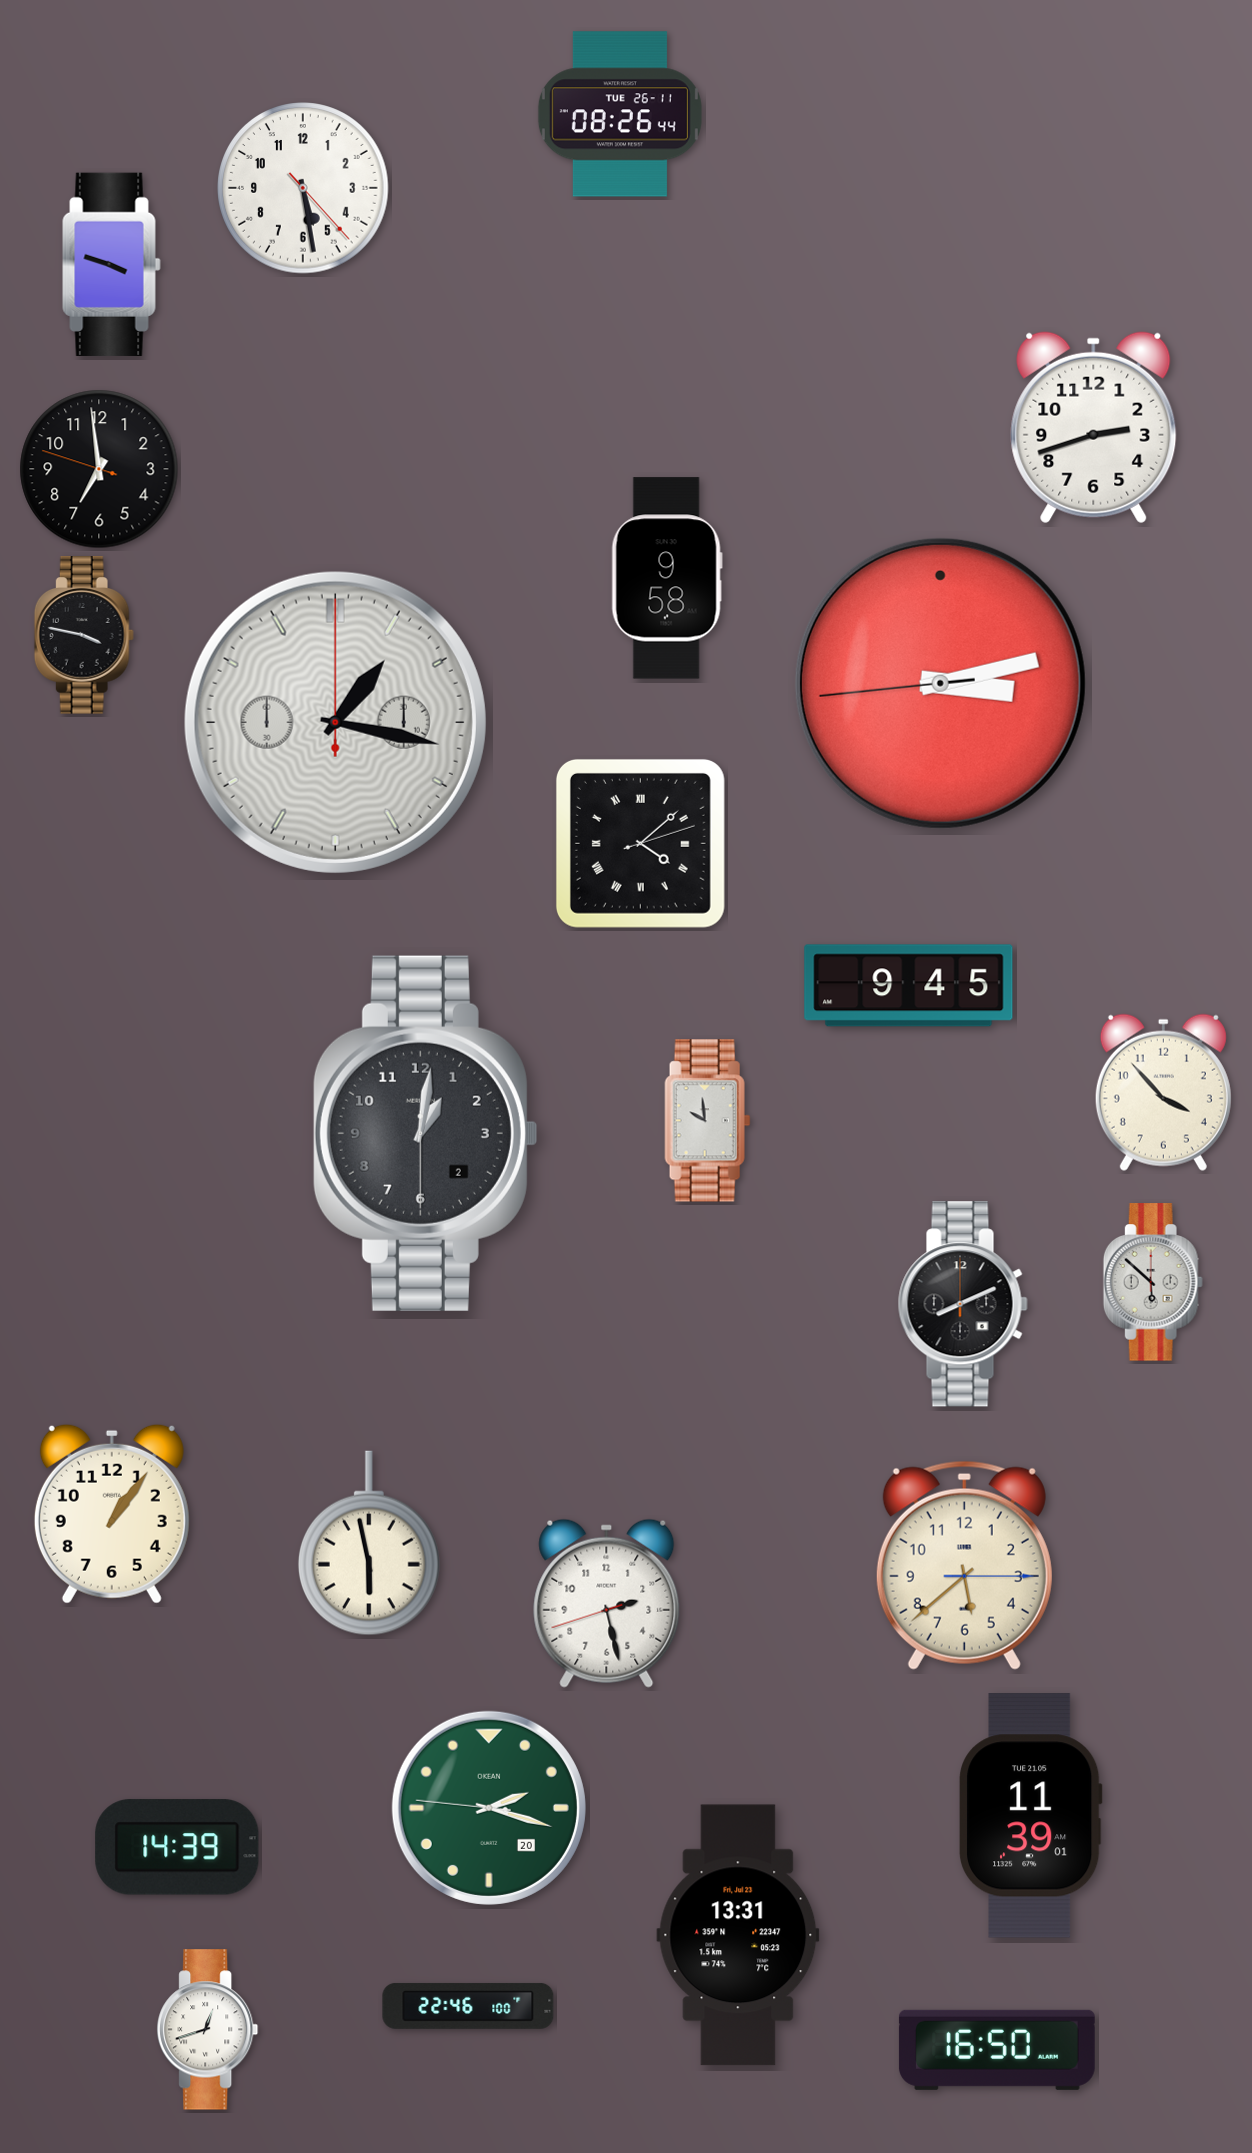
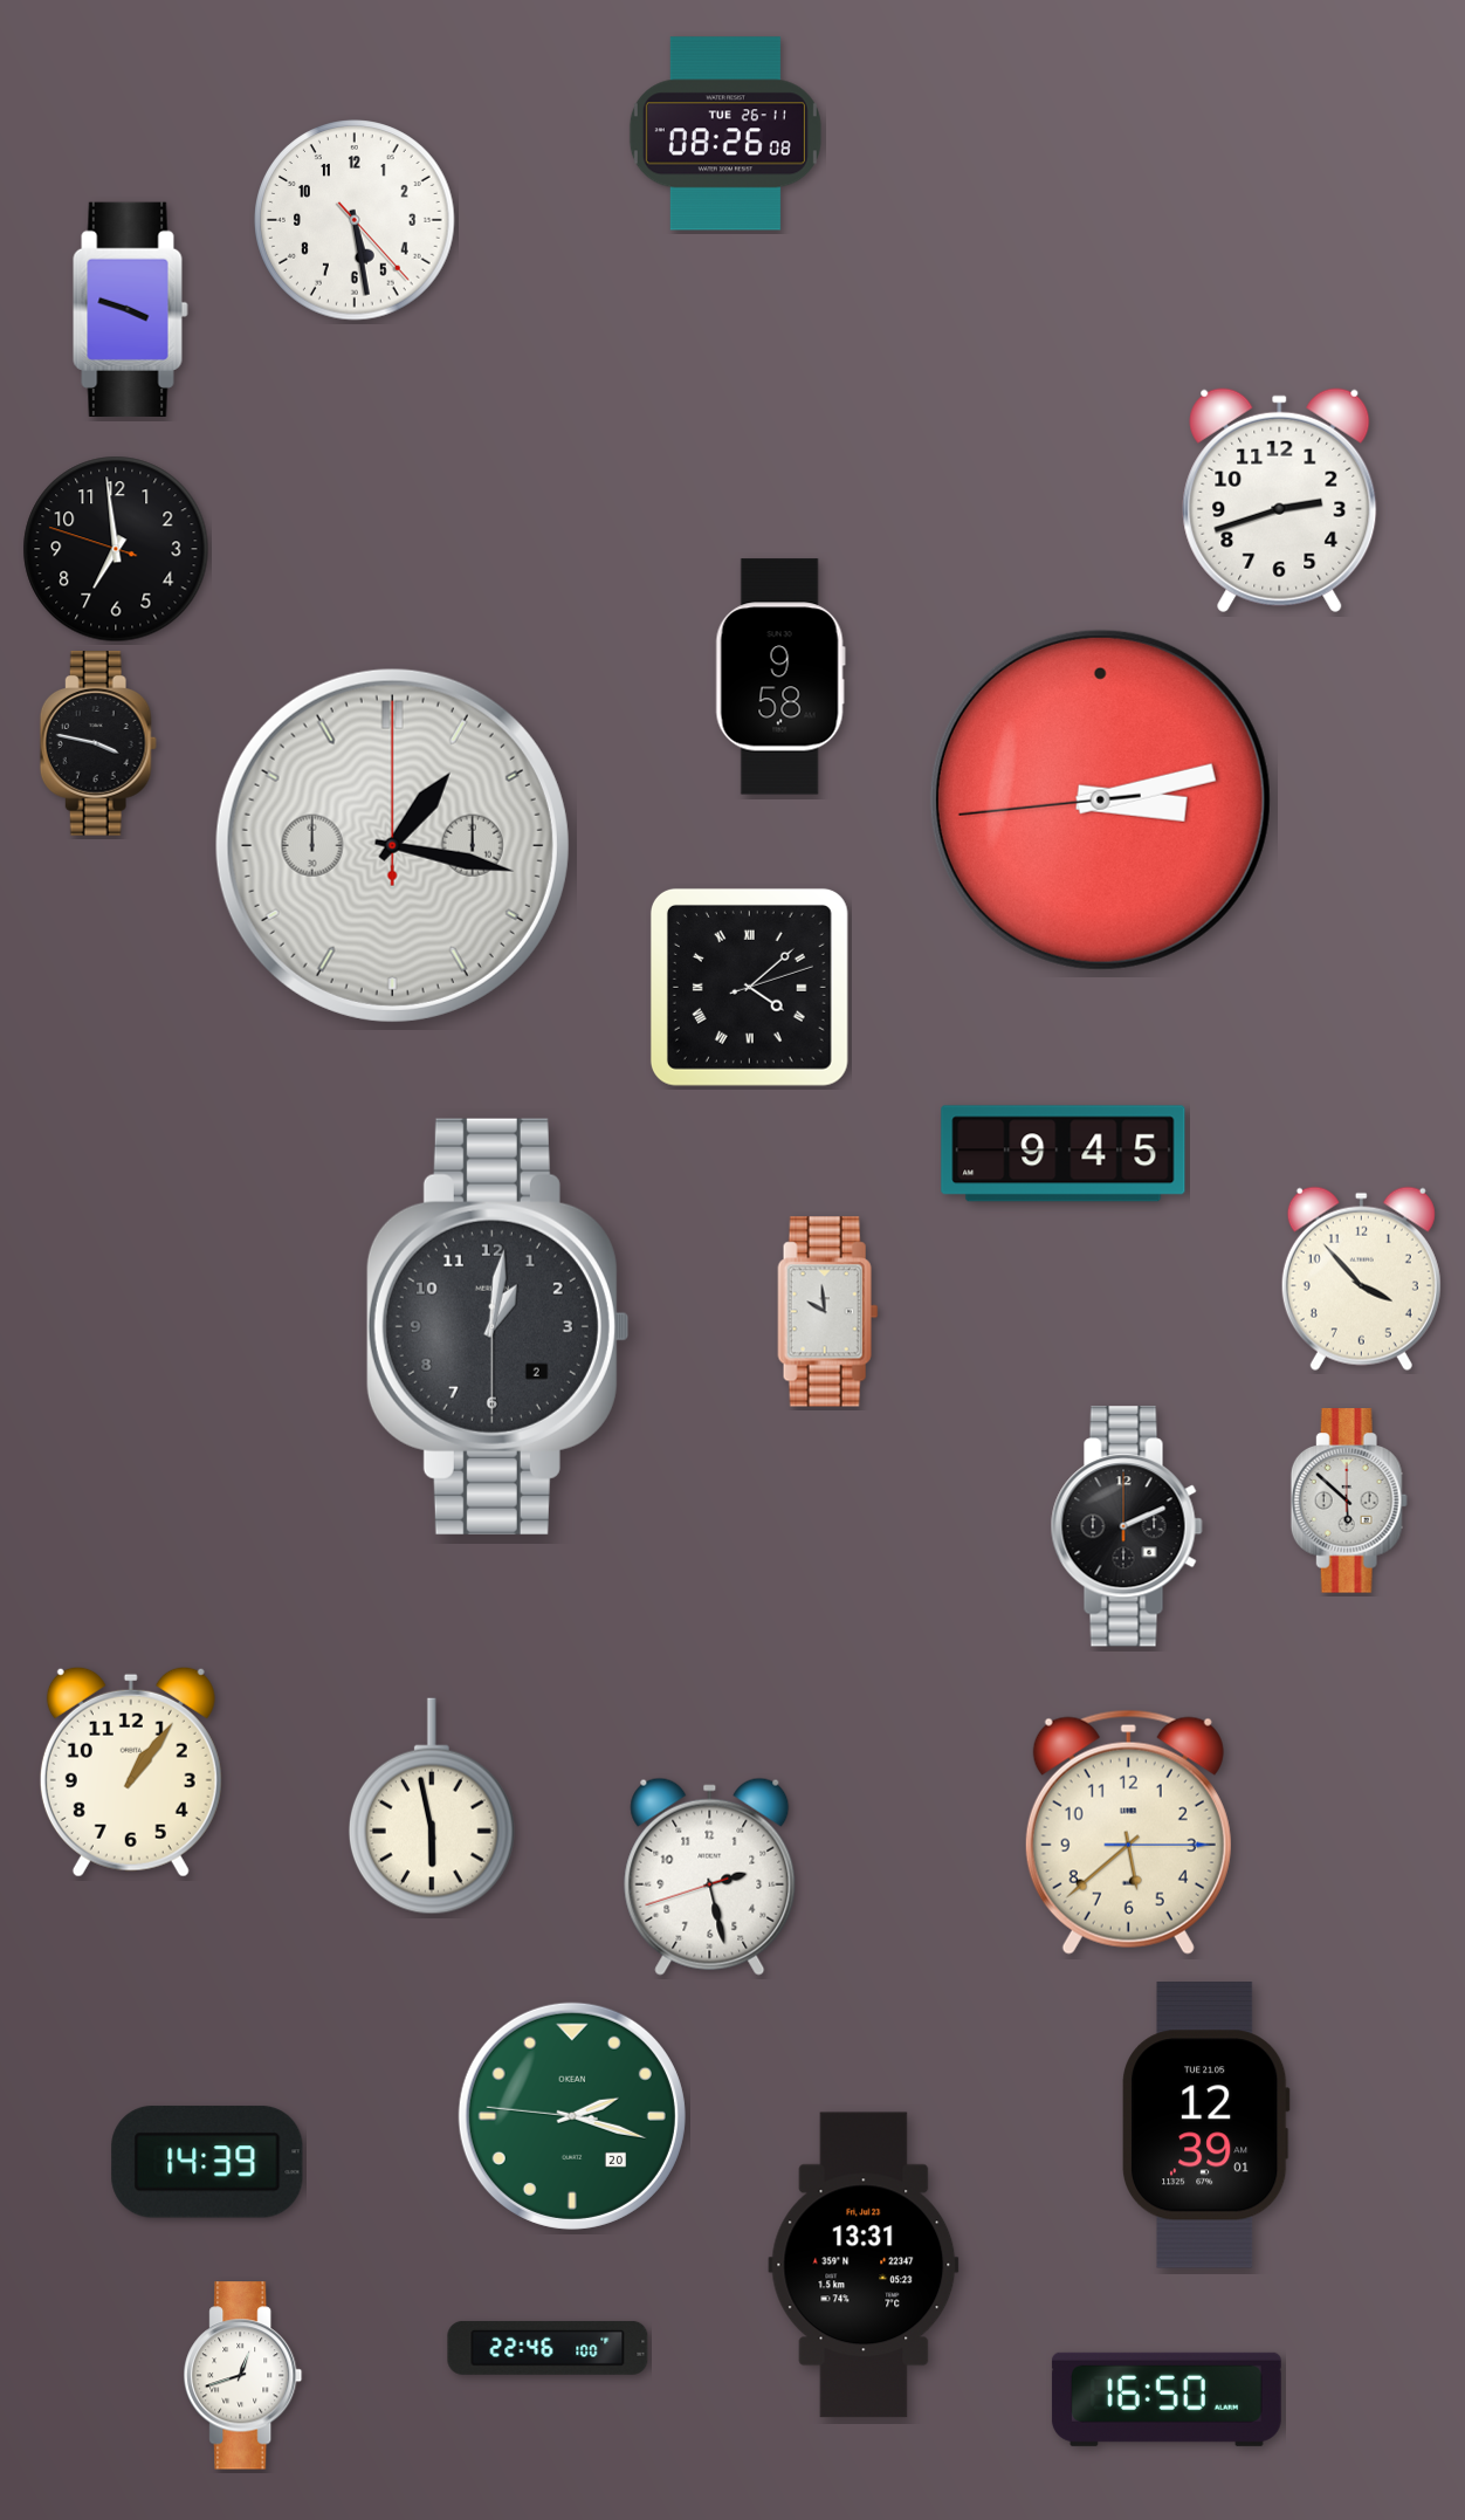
clock at (620, 114): 08:26:44 -> 08:26:08
clock at (963, 1304): 8:11 -> 2:11
clock at (1030, 1816): 11:39 -> 12:39
